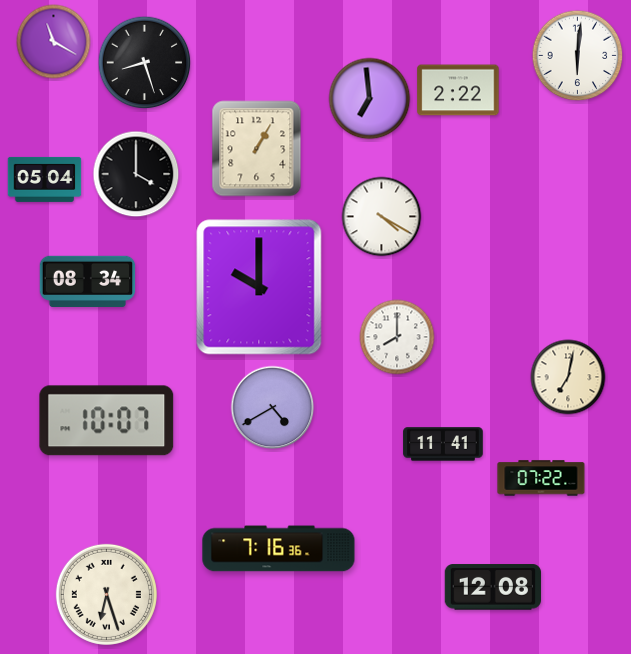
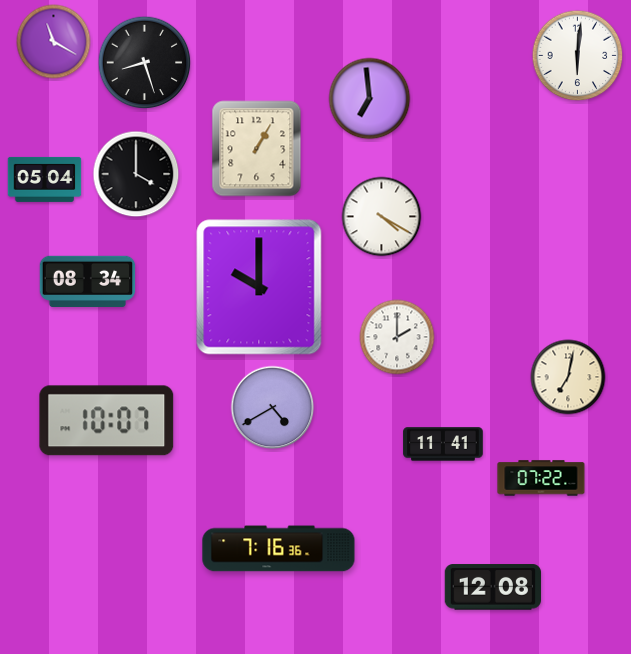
clock at (458, 90): 2:22 -> none
clock at (397, 337): 8:00 -> 2:00
clock at (106, 594): 6:27 -> none
